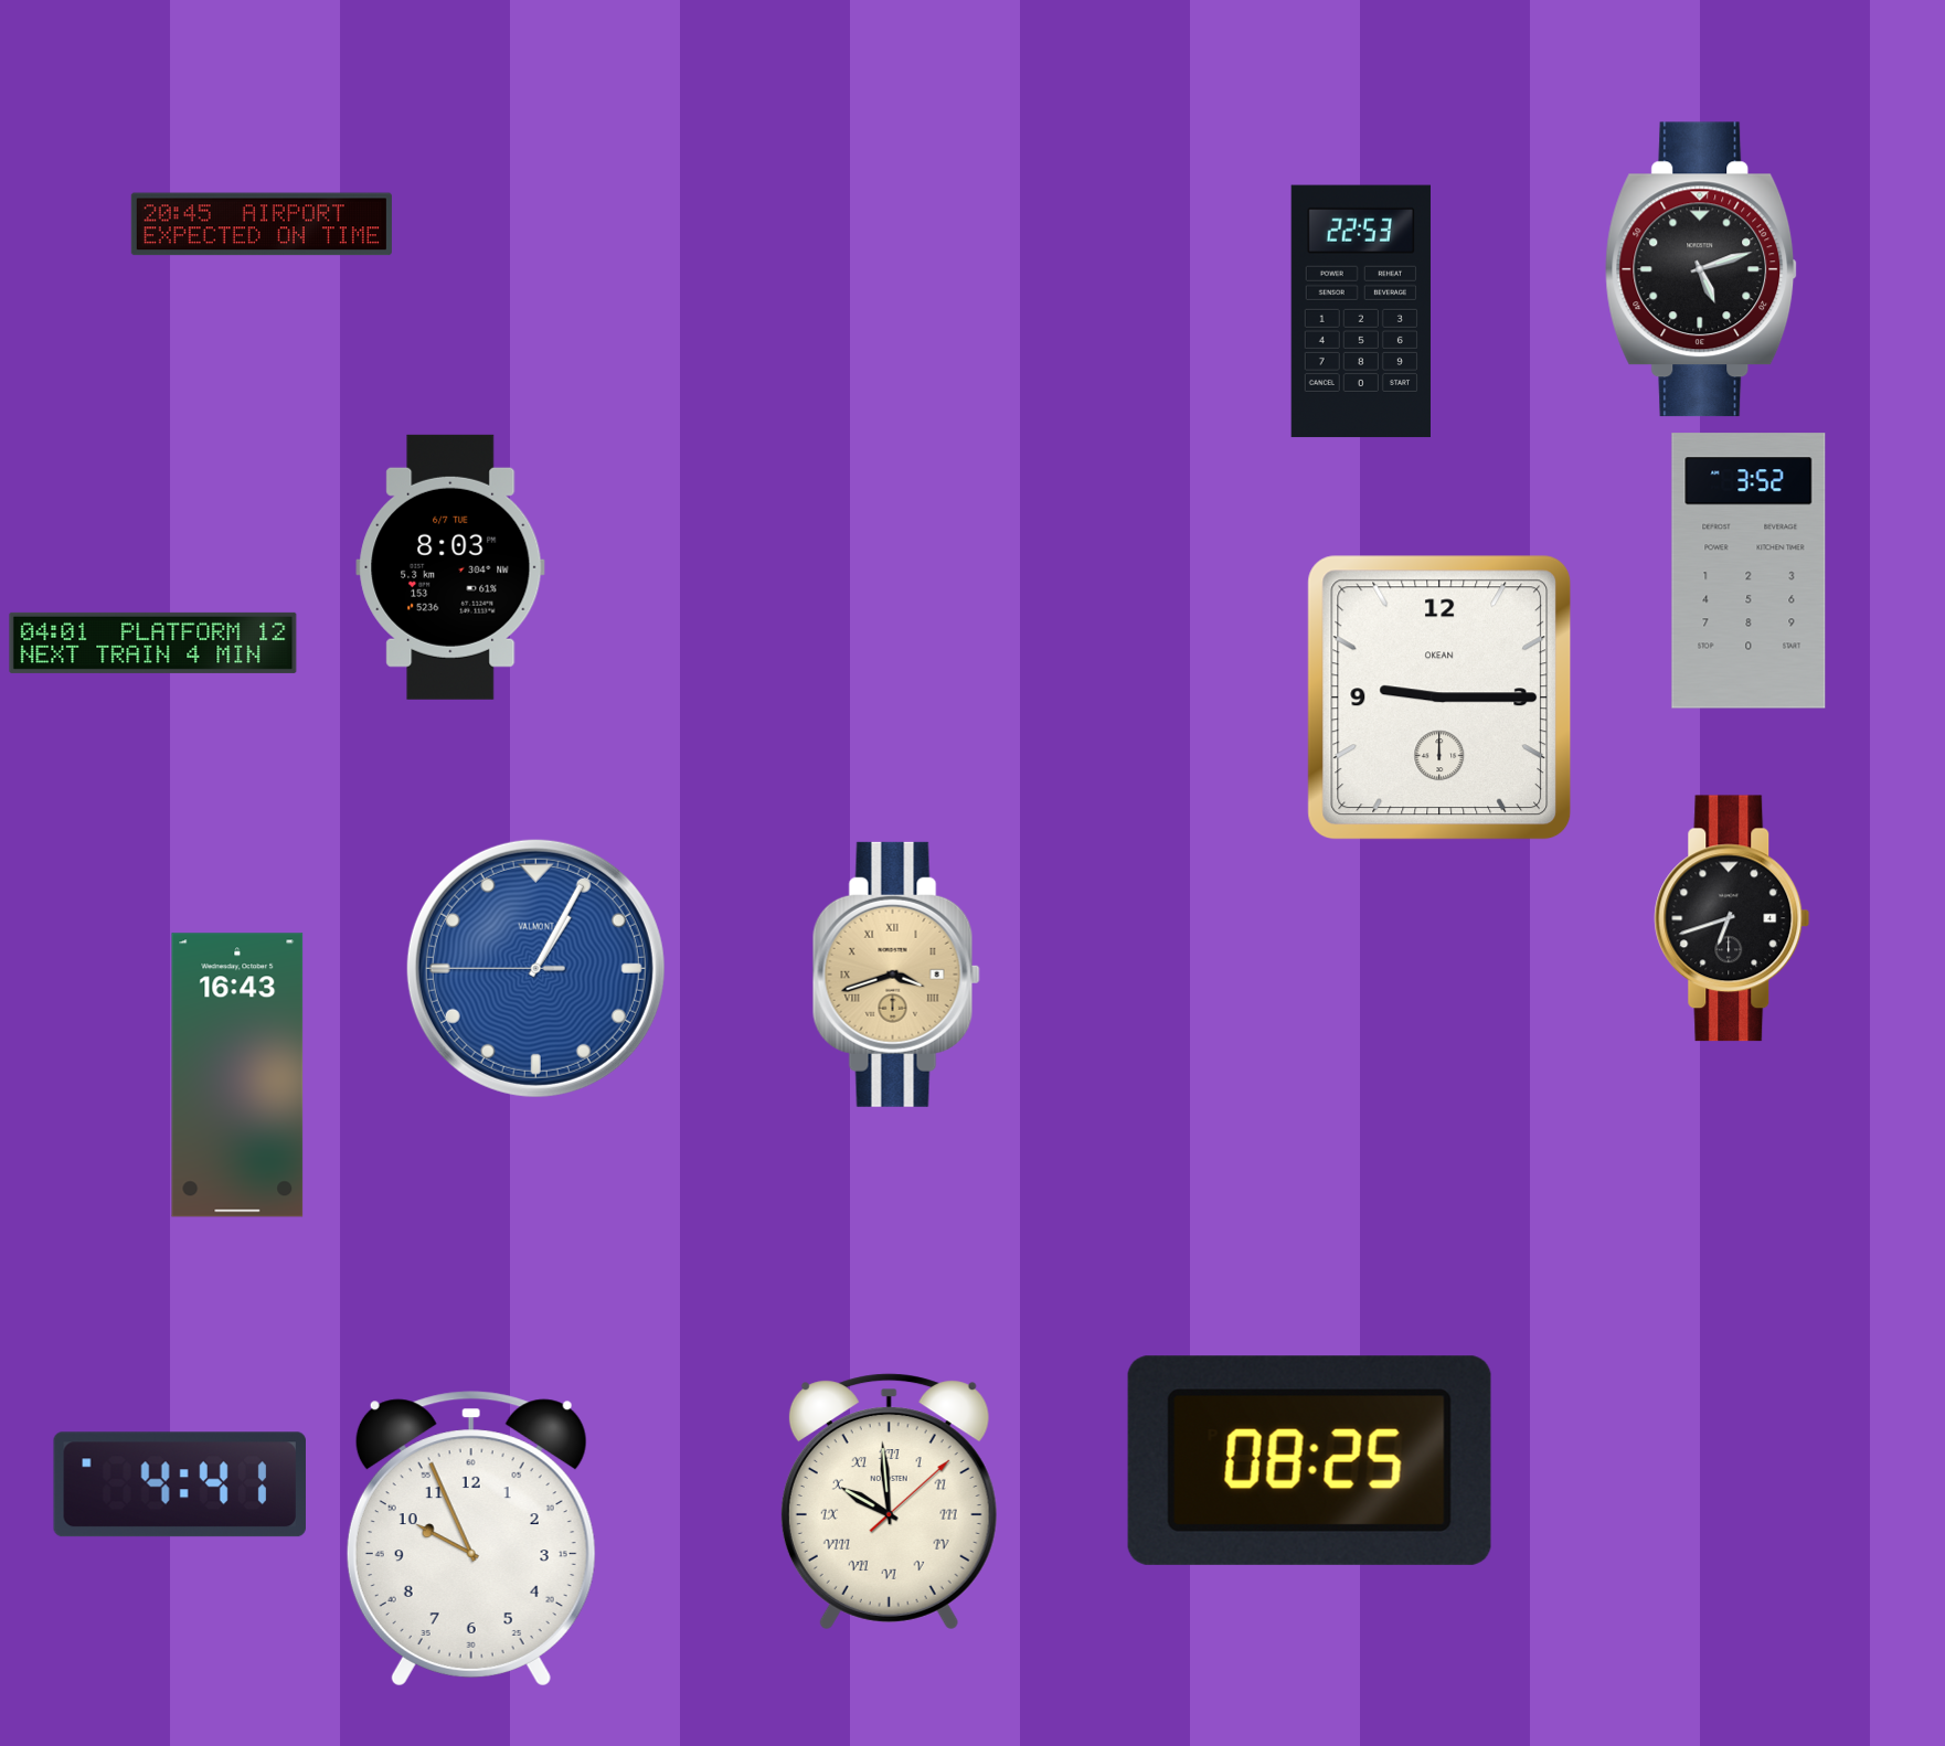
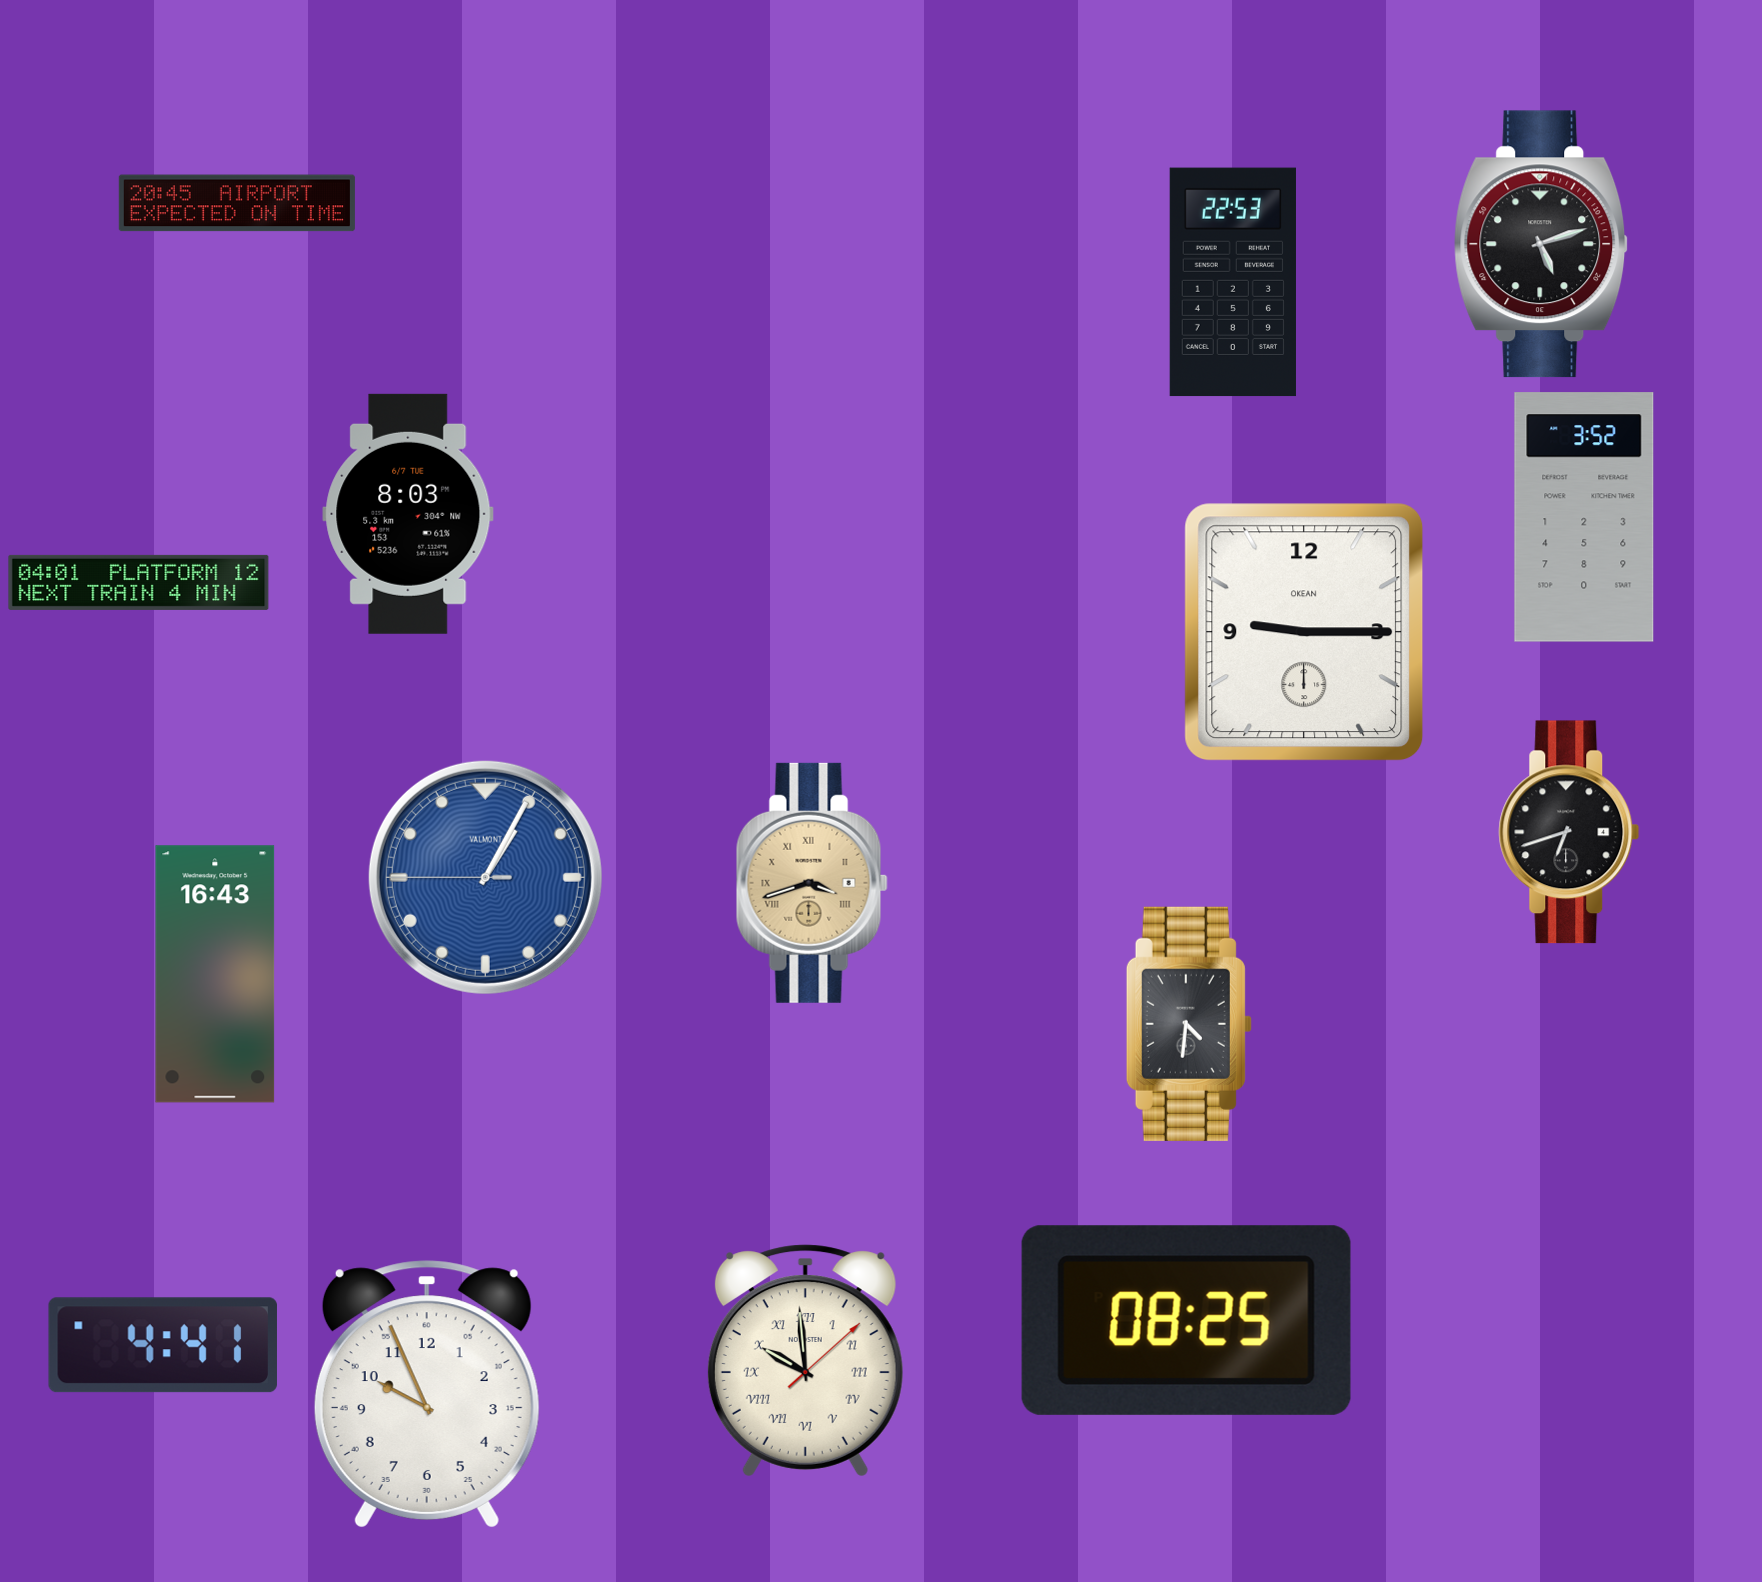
clock at (1189, 1024): none -> 4:31
clock at (1309, 1460) position: (1309, 1460) -> (1186, 1320)
